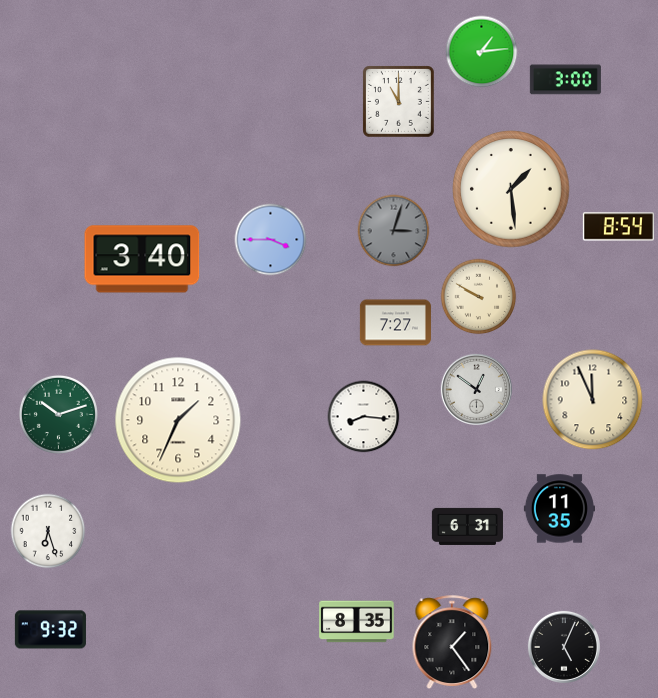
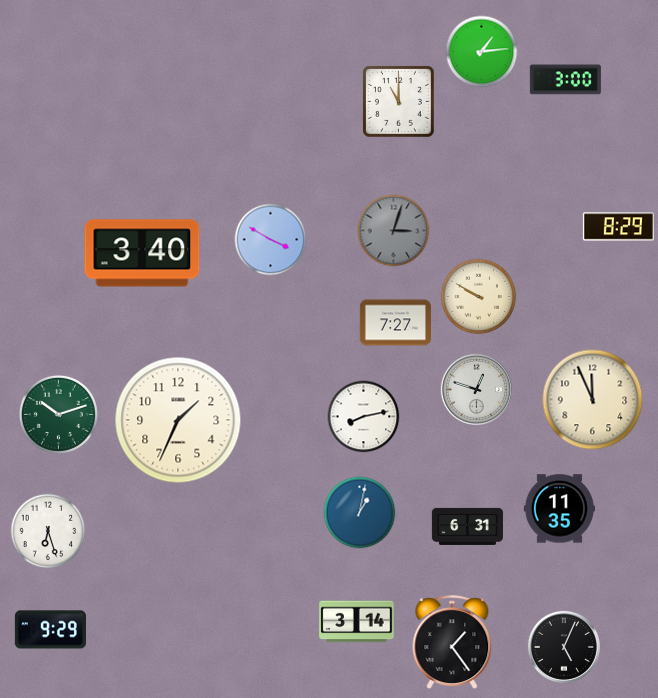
clock at (511, 189): 1:29 -> none
clock at (618, 227): 8:54 -> 8:29
clock at (271, 240): 3:45 -> 3:50
clock at (142, 259) position: (142, 259) -> (142, 253)
clock at (476, 389): 12:51 -> 12:48
clock at (364, 417): 8:16 -> 8:13
clock at (360, 513): none -> 1:02
clock at (357, 622): 8:35 -> 3:14
clock at (50, 630): 9:32 -> 9:29
